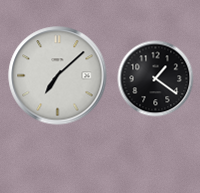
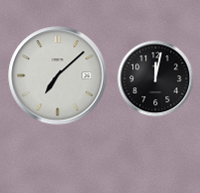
clock at (156, 79): 1:21 -> 12:02
